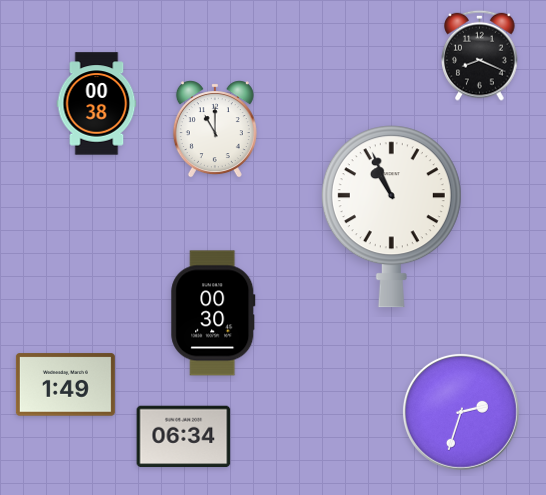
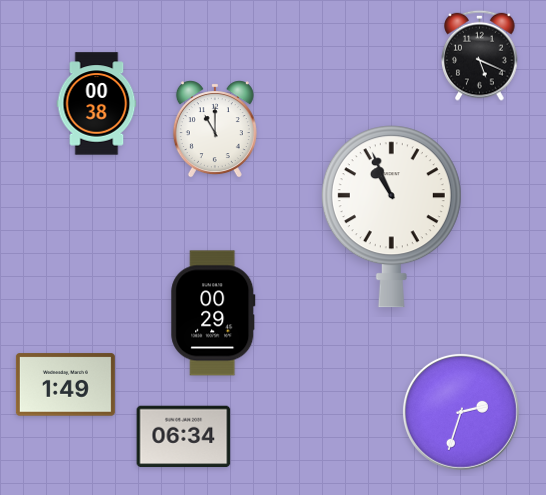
clock at (480, 55): 8:19 -> 5:19
clock at (213, 313): 00:30 -> 00:29
